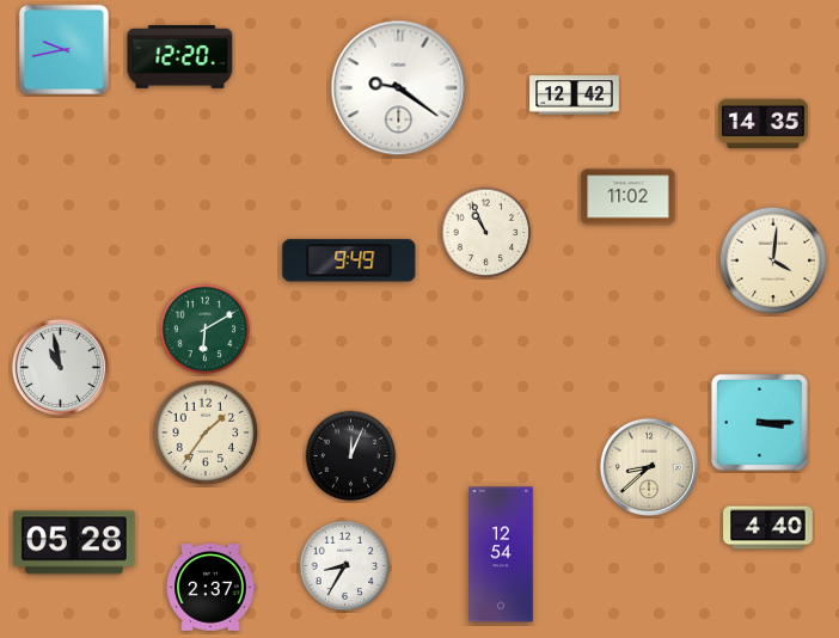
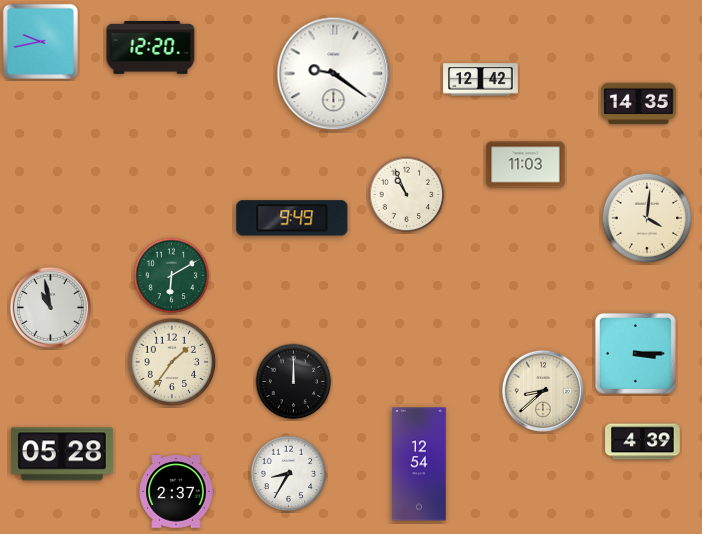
clock at (63, 49) position: (63, 49) -> (40, 41)
clock at (629, 197): 11:02 -> 11:03
clock at (351, 456): 12:04 -> 12:00
clock at (768, 528): 4:40 -> 4:39
